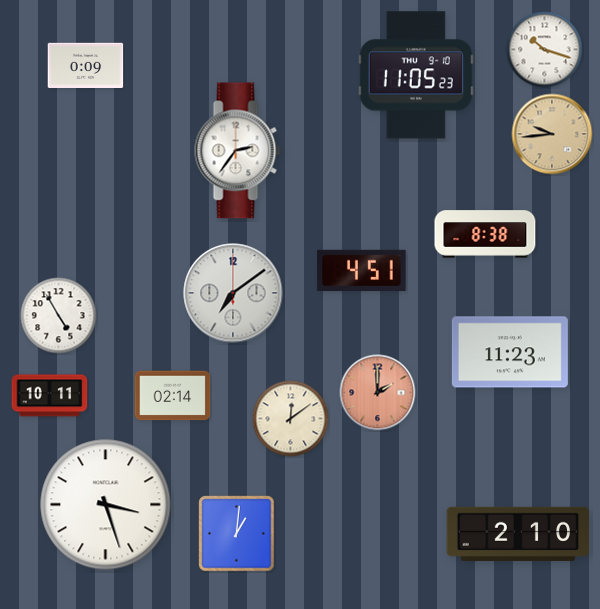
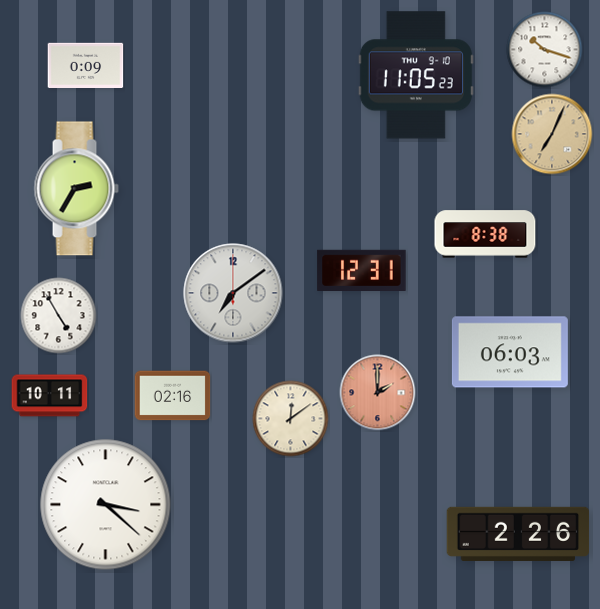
clock at (552, 134): 9:44 -> 7:04
clock at (238, 151): 2:36 -> none
clock at (76, 189): none -> 2:35
clock at (362, 270): 4:51 -> 12:31
clock at (510, 352): 11:23 -> 06:03
clock at (173, 396): 02:14 -> 02:16
clock at (106, 505): 3:27 -> 3:22
clock at (237, 534): 1:01 -> none
clock at (518, 534): 2:10 -> 2:26
